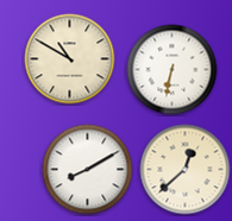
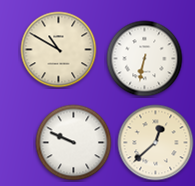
clock at (88, 170): 8:10 -> 9:49
